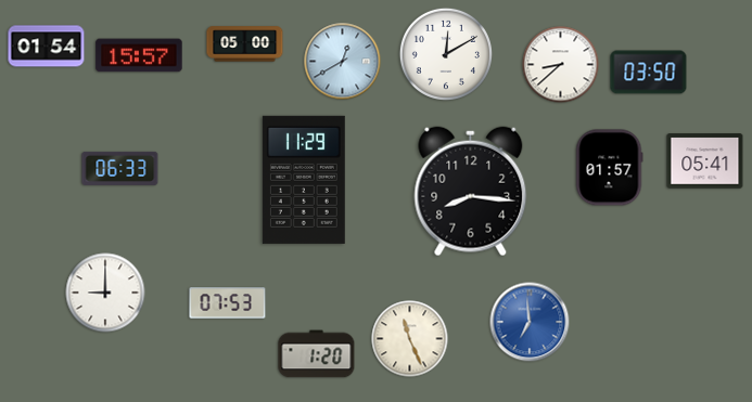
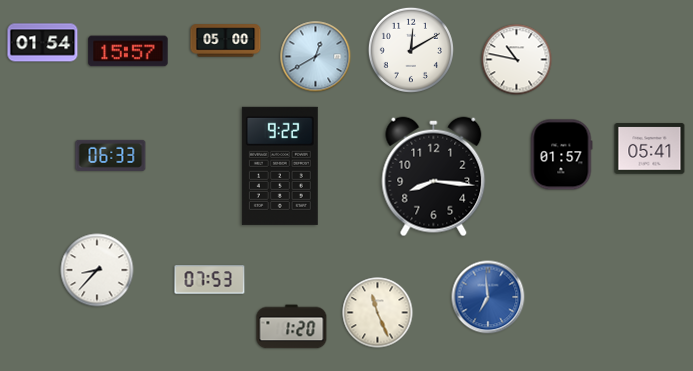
clock at (561, 65): 8:38 -> 10:47
clock at (649, 73): 03:50 -> none
clock at (304, 180): 11:29 -> 9:22
clock at (105, 293): 9:00 -> 8:37
